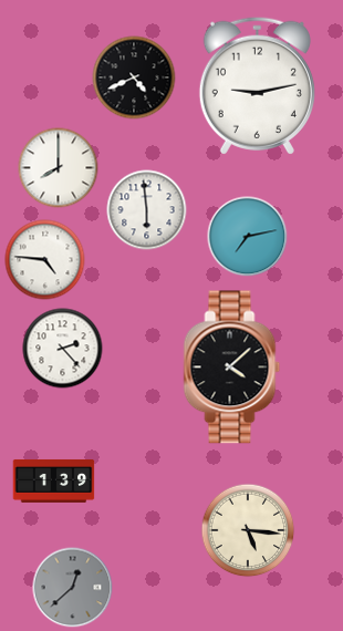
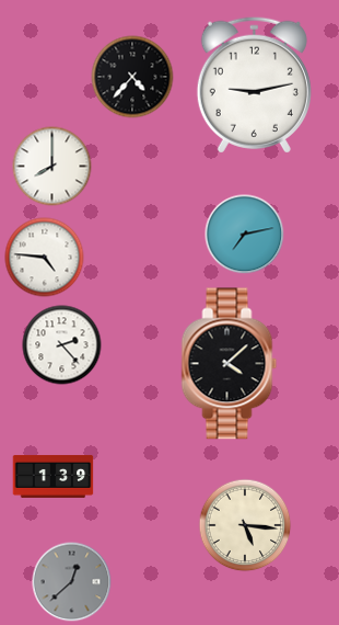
clock at (134, 77): 4:41 -> 4:37
clock at (59, 168) position: (59, 168) -> (52, 167)
clock at (147, 210): 5:59 -> none
